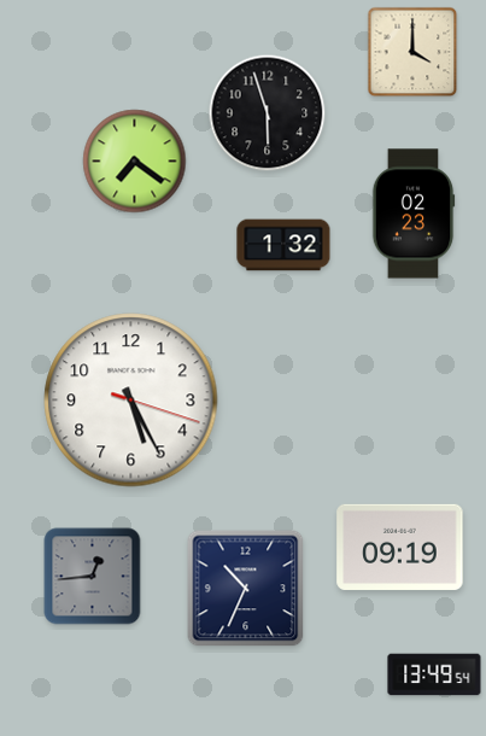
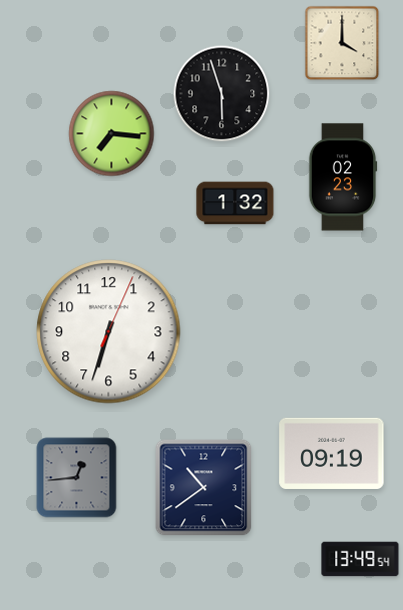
clock at (135, 162): 7:21 -> 7:16
clock at (131, 401): 5:25 -> 6:33
clock at (246, 589): 10:34 -> 10:39
